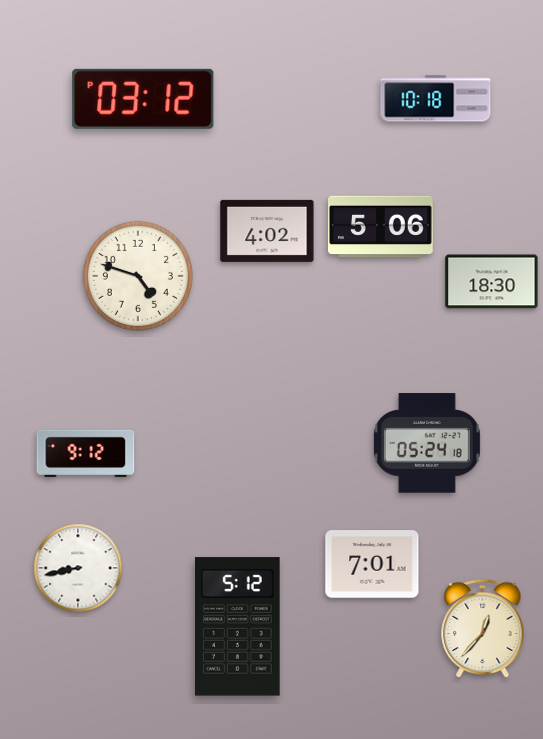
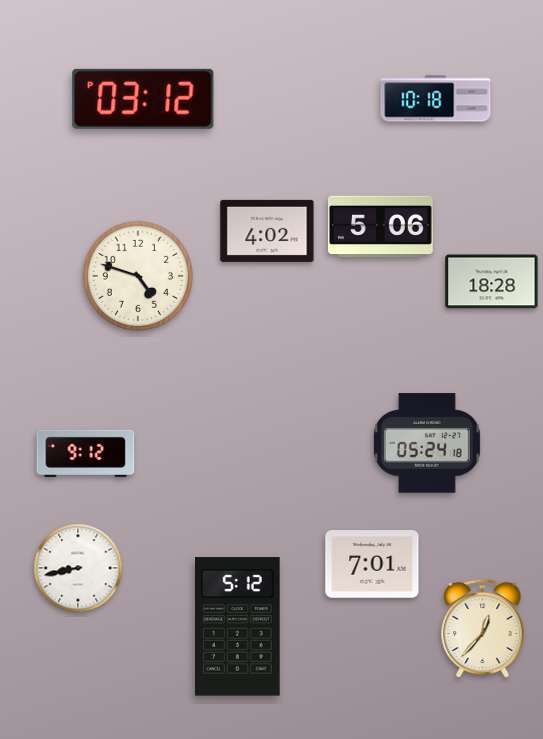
clock at (492, 282): 18:30 -> 18:28
